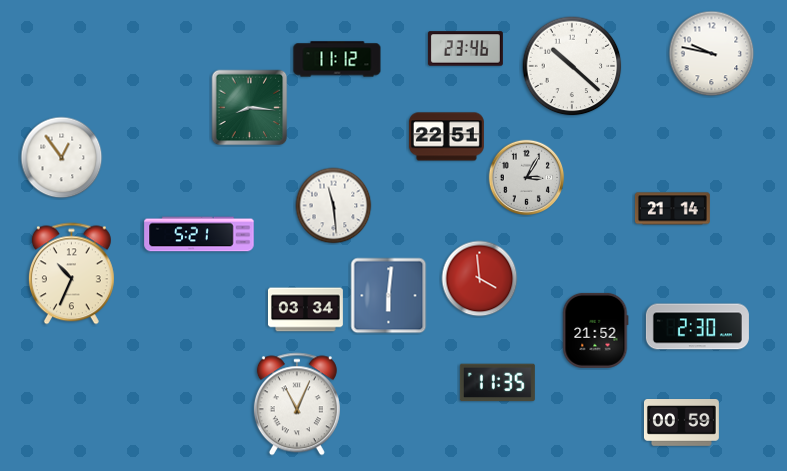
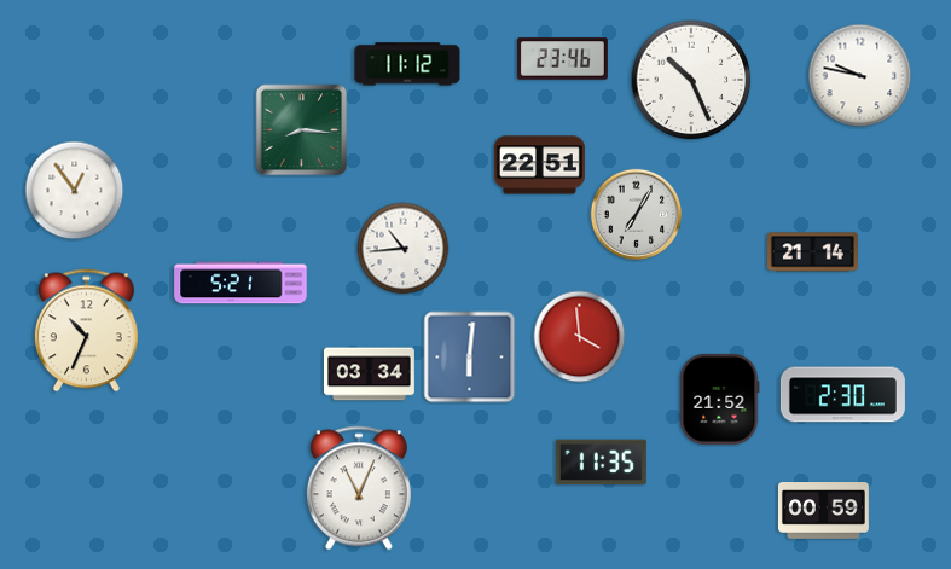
clock at (712, 54) position: (712, 54) -> (860, 76)
clock at (337, 59) position: (337, 59) -> (407, 64)
clock at (572, 66): 10:22 -> 10:26
clock at (527, 178): 3:05 -> 7:05
clock at (334, 206): 11:29 -> 10:44
